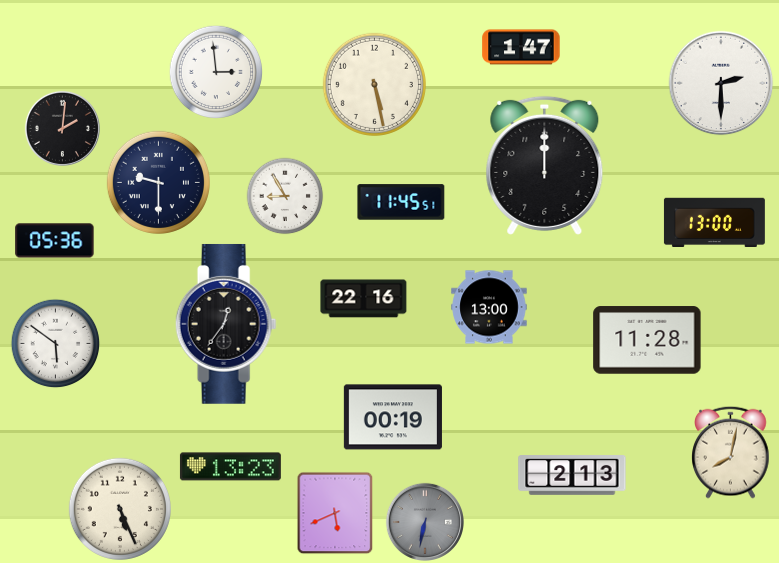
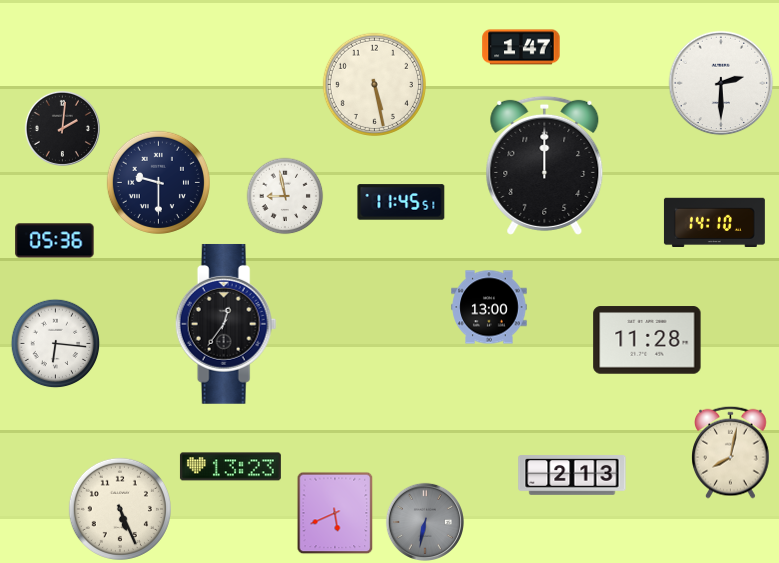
clock at (216, 72): 2:59 -> none
clock at (285, 196): 8:55 -> 8:58
clock at (714, 222): 13:00 -> 14:10
clock at (364, 299): 22:16 -> none
clock at (56, 344): 5:51 -> 6:16
clock at (393, 417): 00:19 -> none
